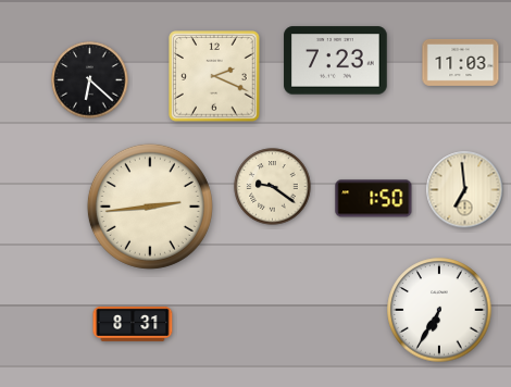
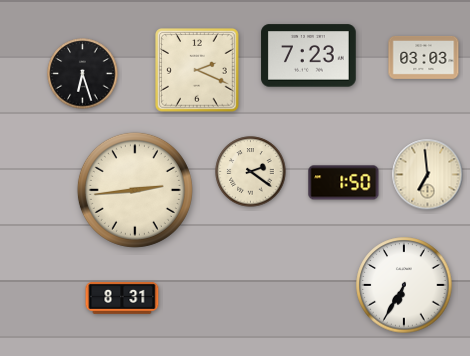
clock at (461, 62): 11:03 -> 03:03
clock at (90, 80): 6:22 -> 6:27
clock at (273, 187): 9:21 -> 2:21
clock at (150, 207) position: (150, 207) -> (135, 190)
